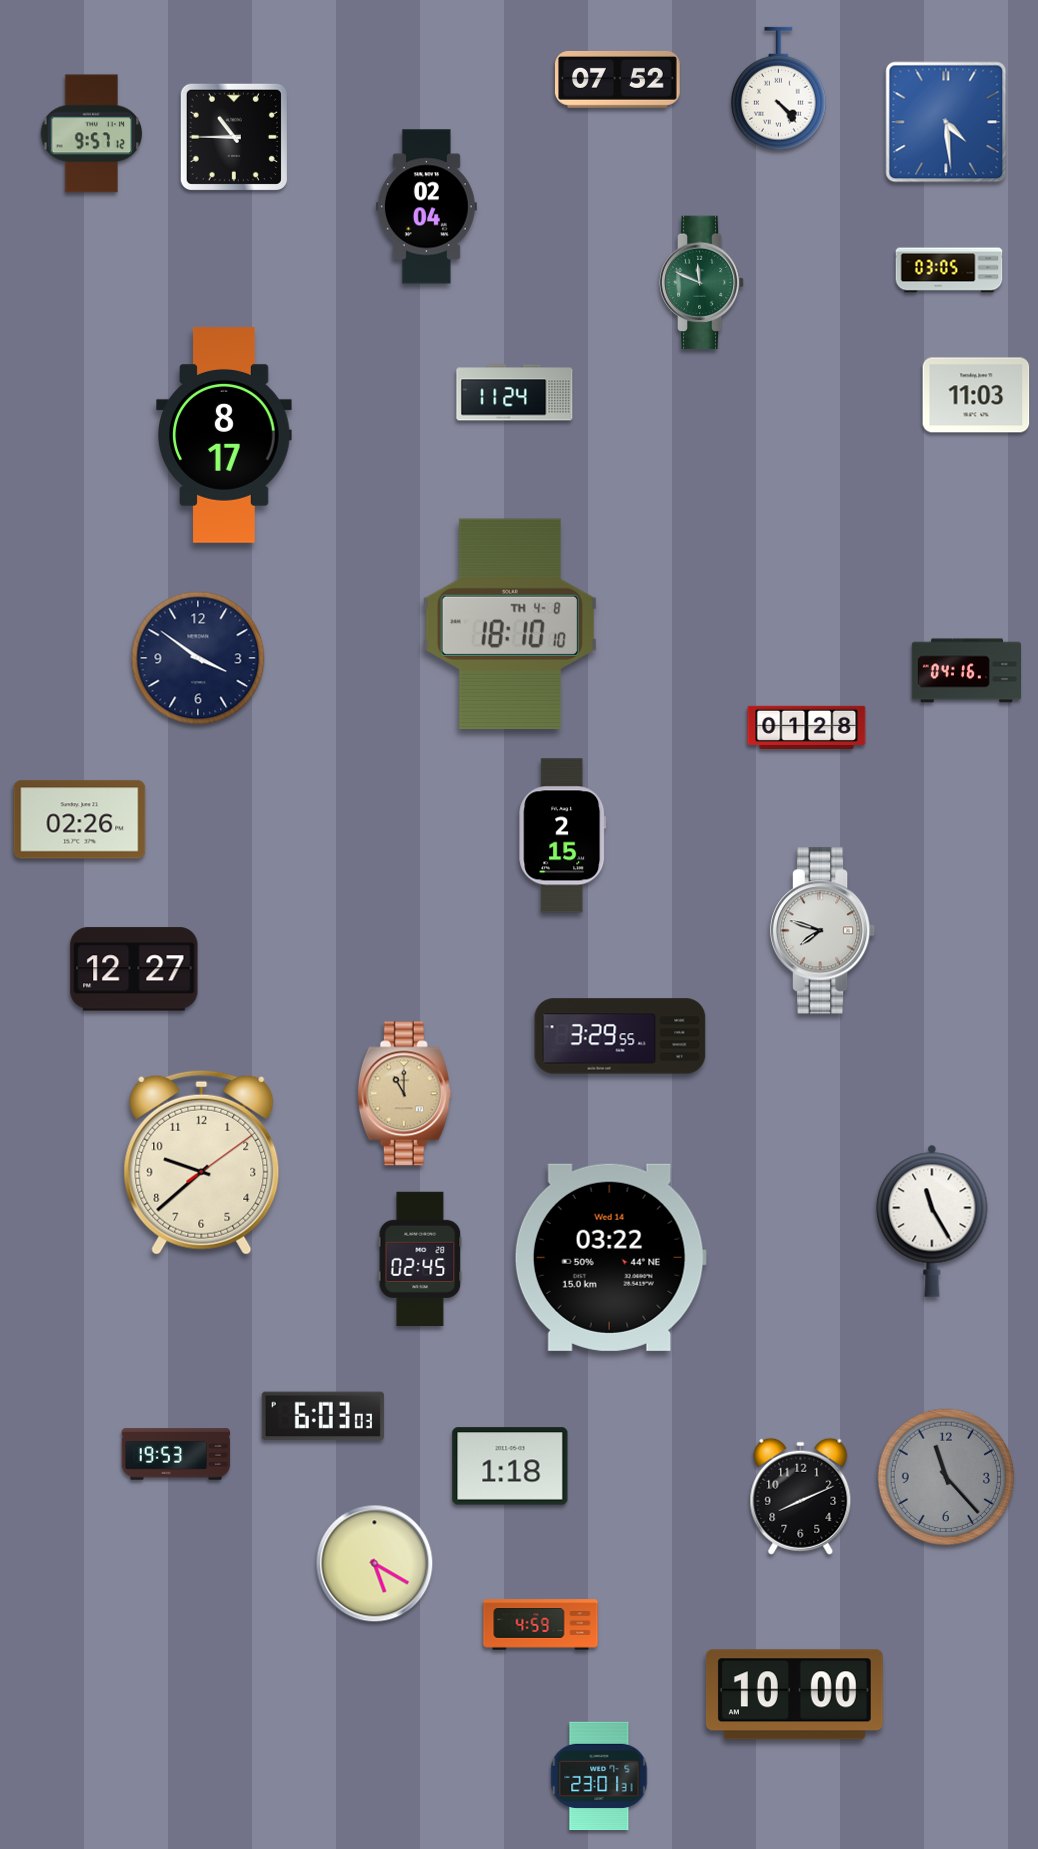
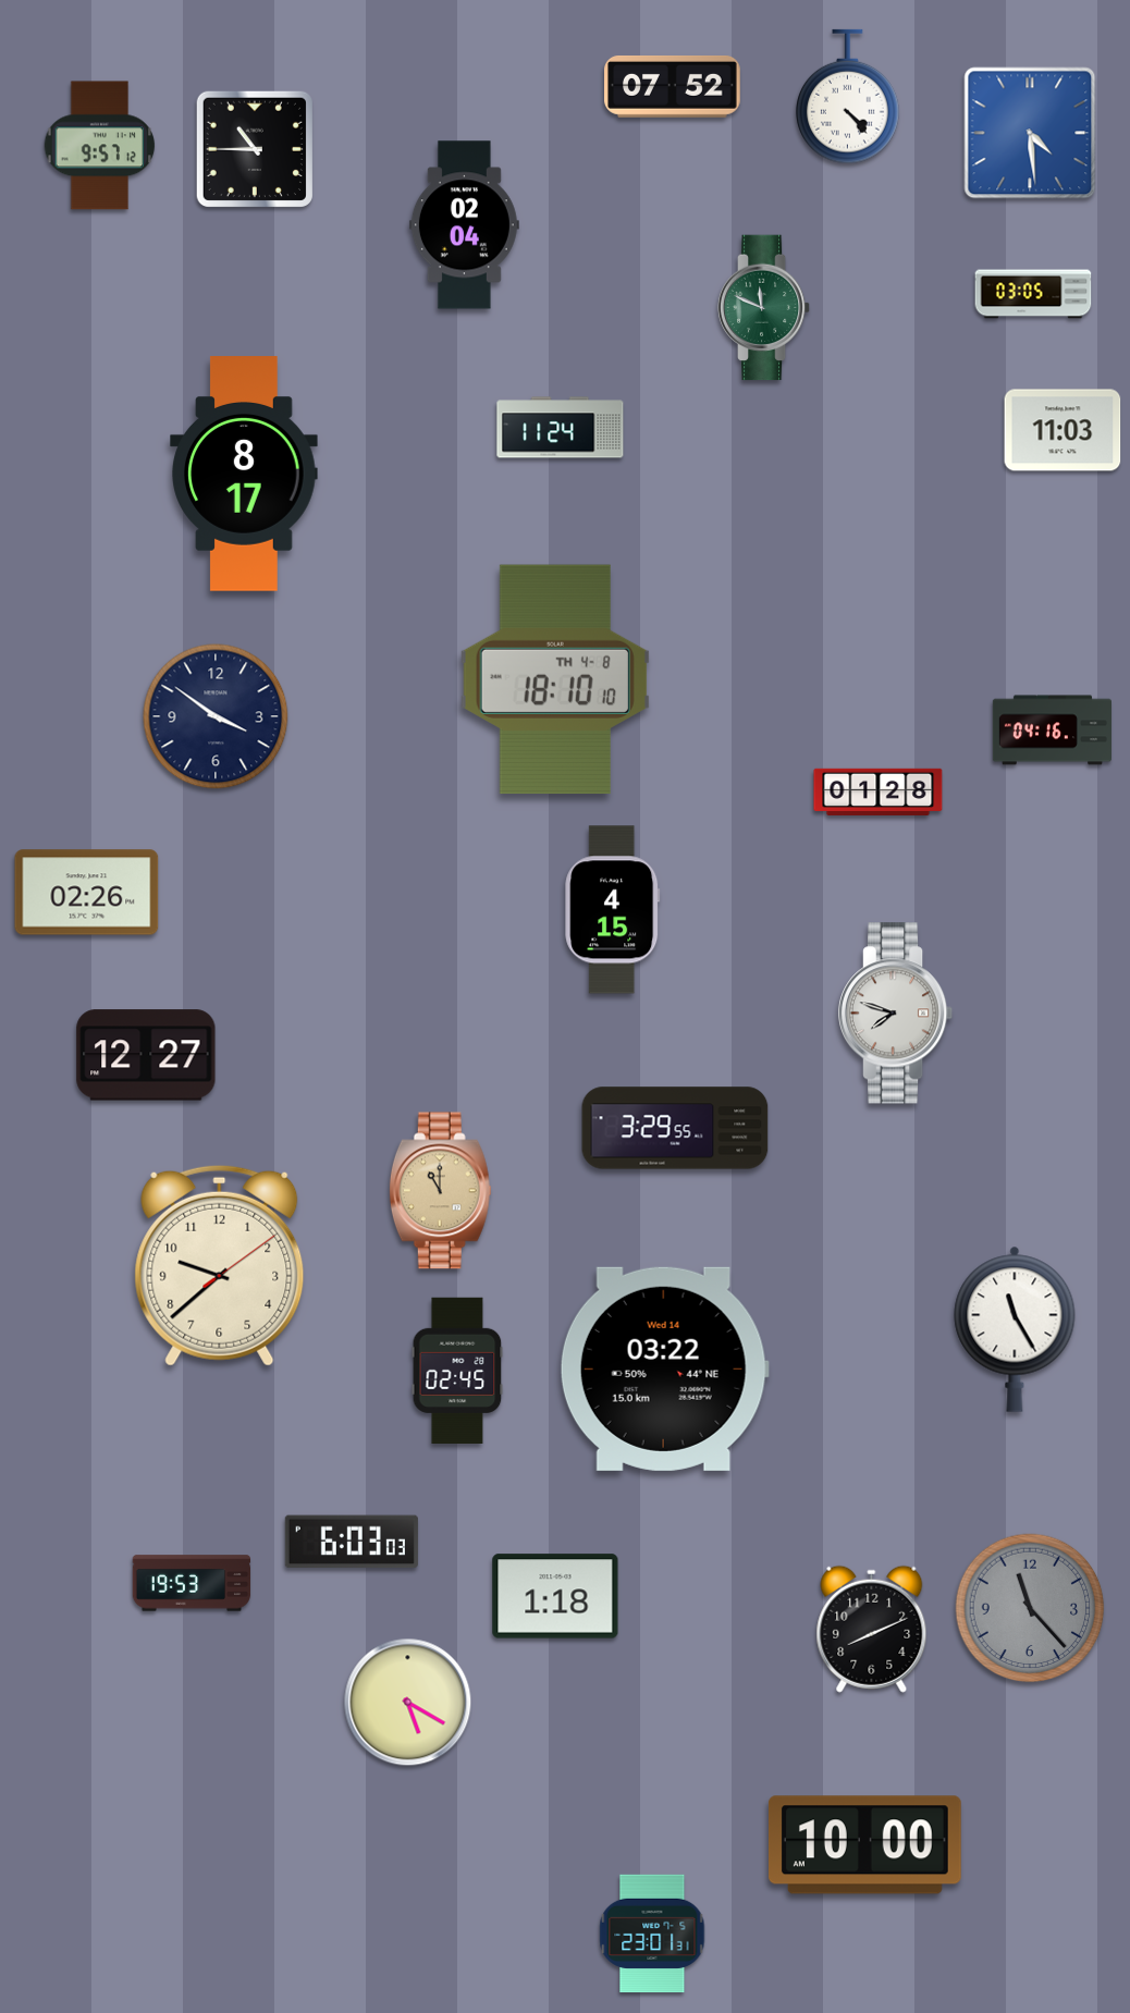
clock at (563, 836): 2:15 -> 4:15
clock at (541, 1625): 4:59 -> none
